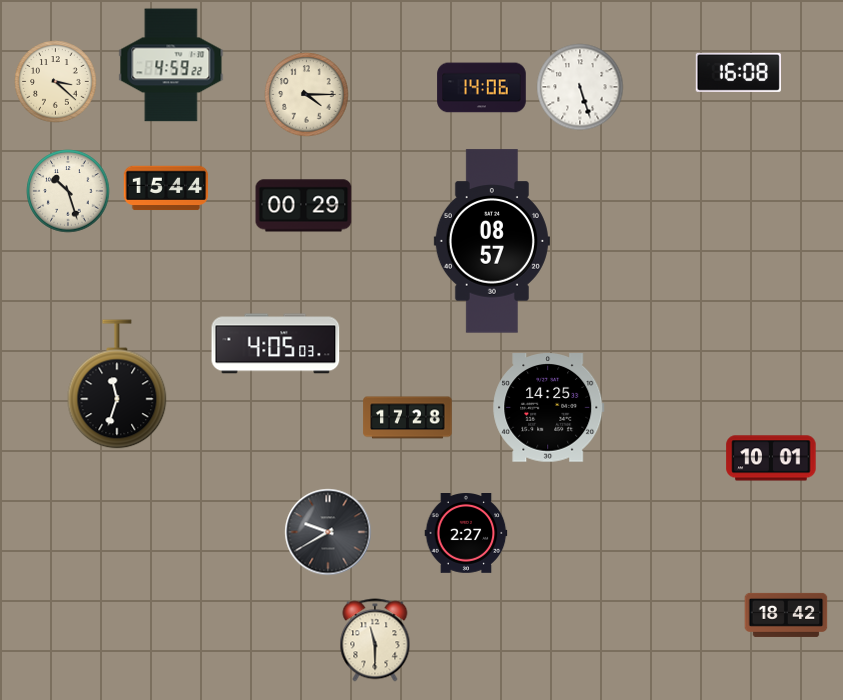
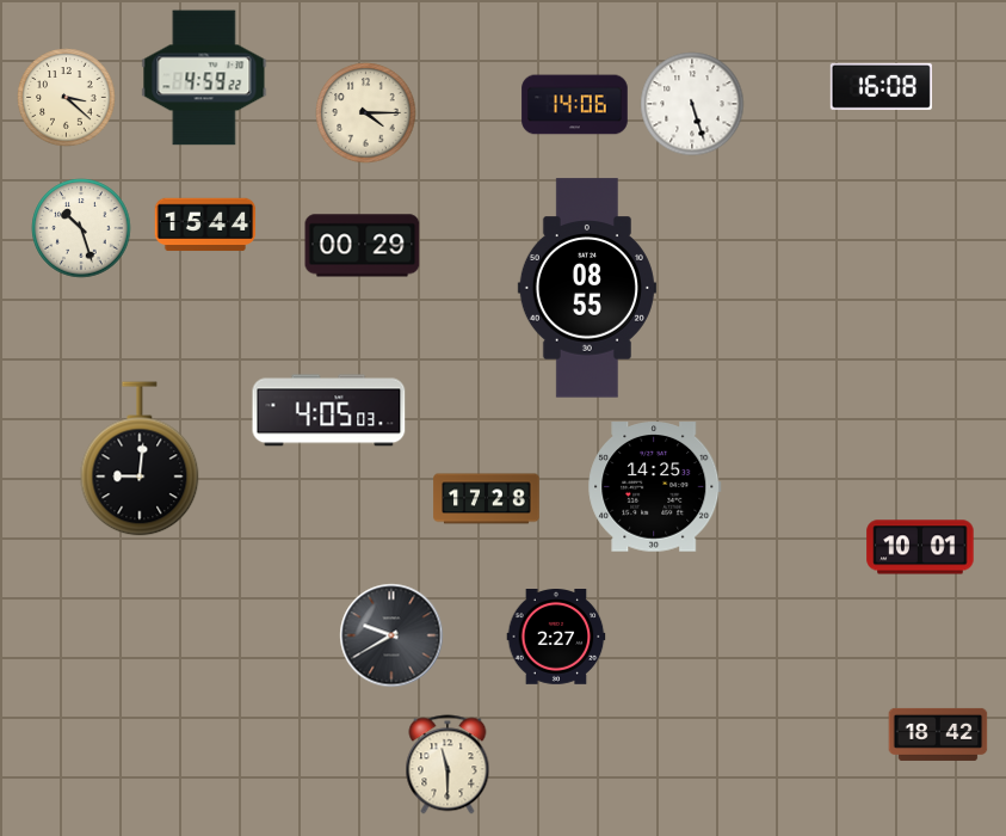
clock at (166, 188) position: (166, 188) -> (205, 225)
clock at (492, 241): 08:57 -> 08:55
clock at (117, 384): 11:33 -> 9:01
